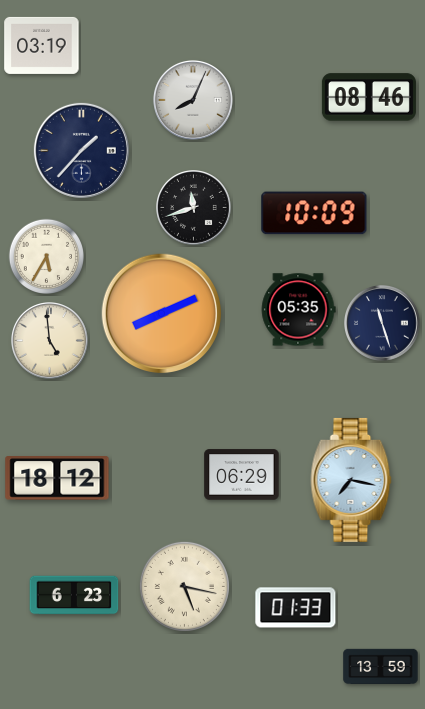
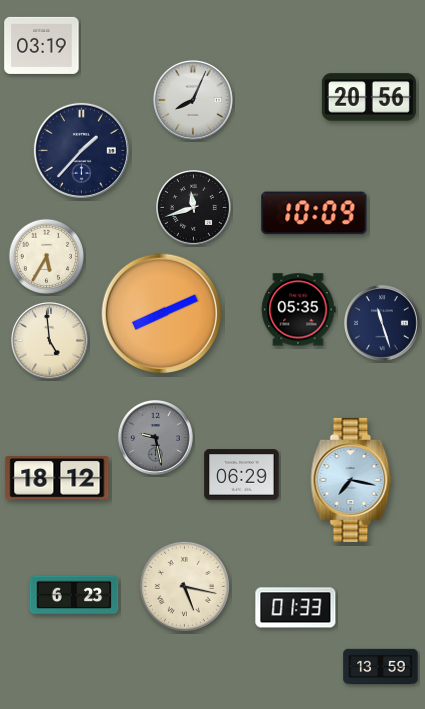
clock at (369, 97): 08:46 -> 20:56
clock at (156, 438): none -> 9:28
